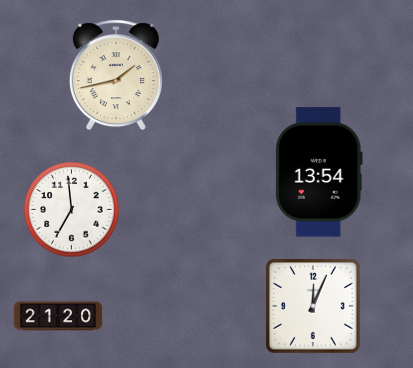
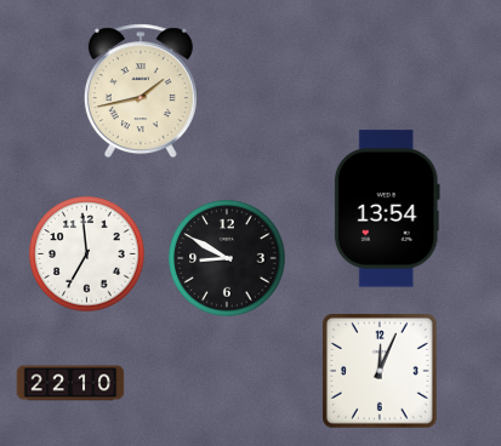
clock at (227, 258): none -> 8:50
clock at (58, 316): 21:20 -> 22:10
